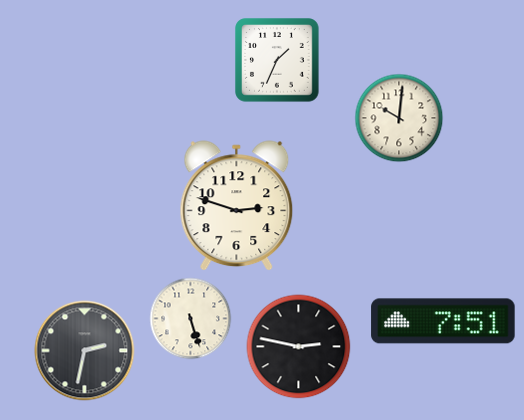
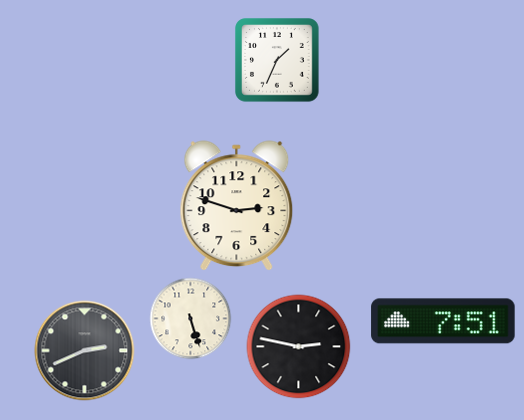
clock at (399, 118): 10:01 -> none
clock at (85, 351): 2:32 -> 2:41
